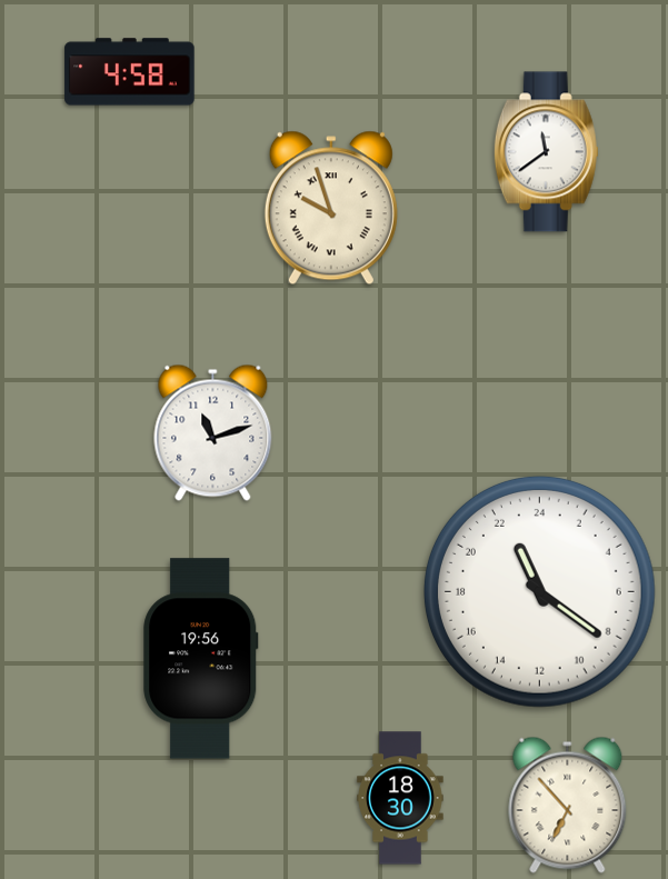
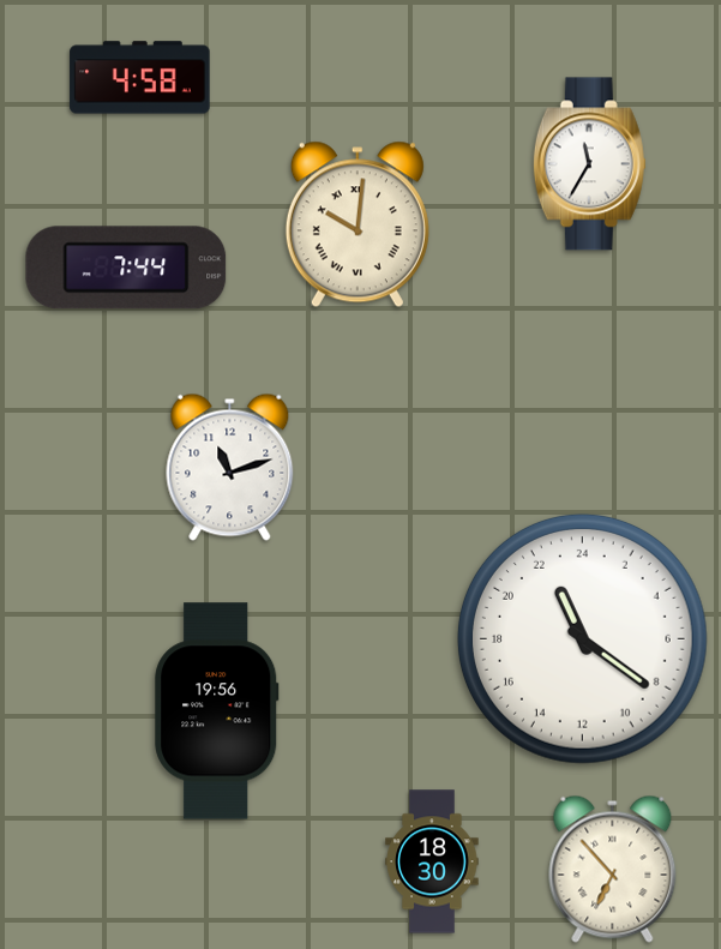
clock at (546, 152): 11:39 -> 11:35
clock at (331, 208): 9:57 -> 10:01
clock at (126, 268): none -> 7:44
